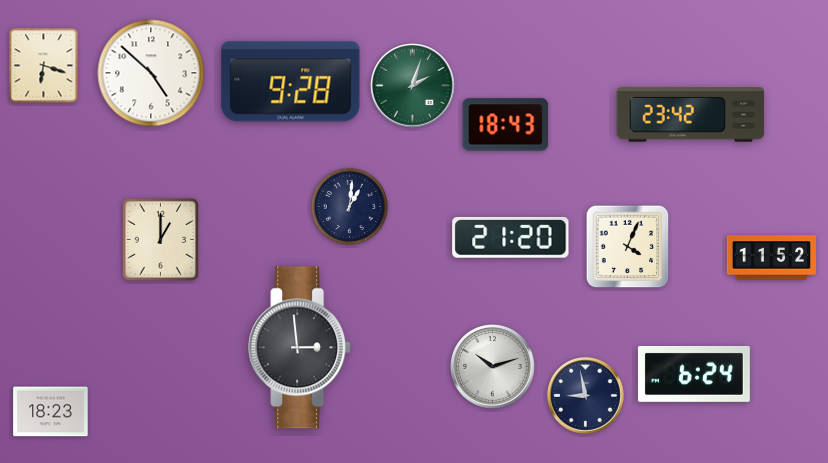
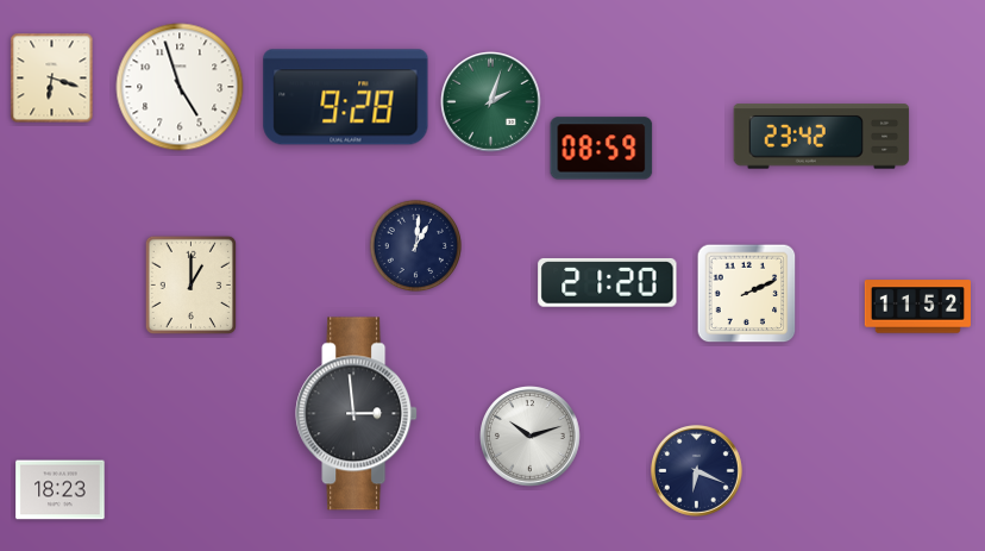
clock at (151, 73): 4:52 -> 4:57
clock at (506, 125): 18:43 -> 08:59
clock at (628, 247): 4:04 -> 2:11
clock at (493, 367) position: (493, 367) -> (531, 437)
clock at (694, 374): 6:24 -> none
clock at (585, 395): 8:58 -> 6:19
